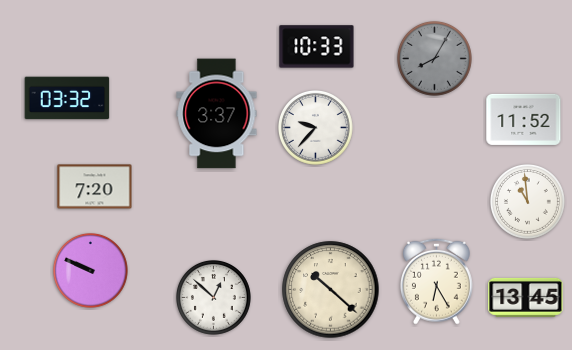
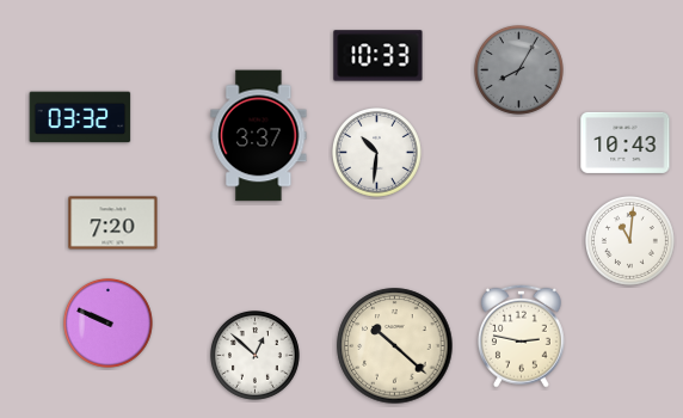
clock at (524, 119): 11:52 -> 10:43
clock at (316, 128): 9:37 -> 10:31
clock at (528, 202): 10:59 -> 11:01
clock at (436, 281): 6:25 -> 2:47
clock at (526, 297): 13:45 -> none
